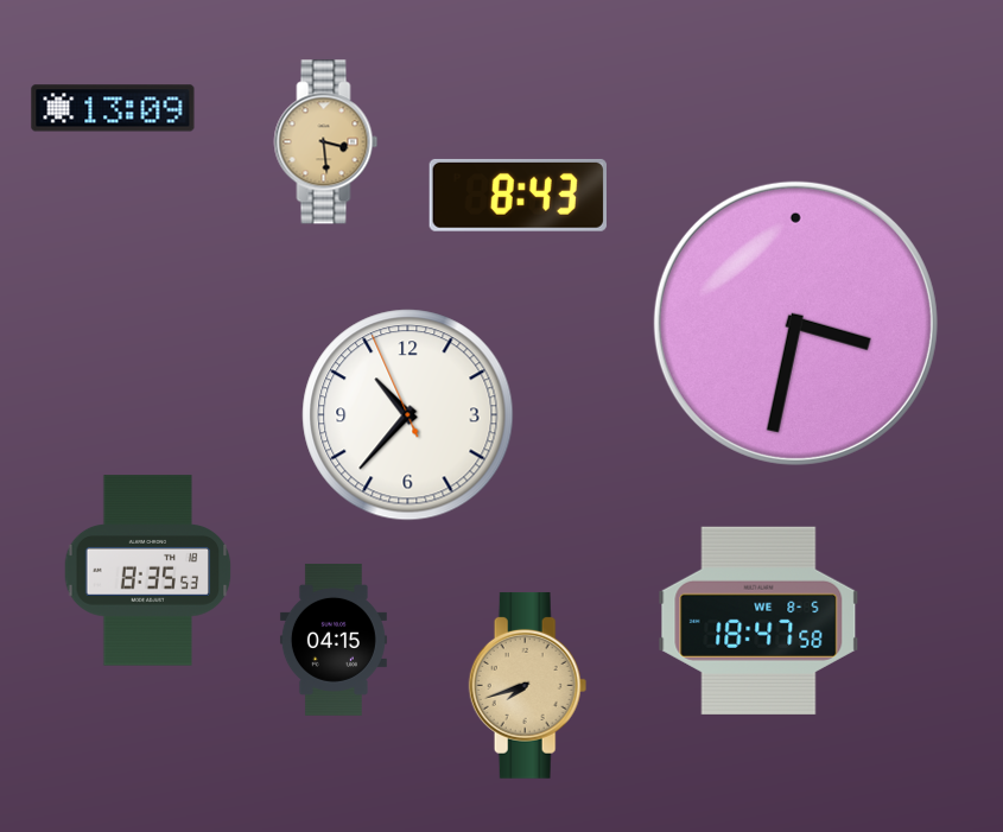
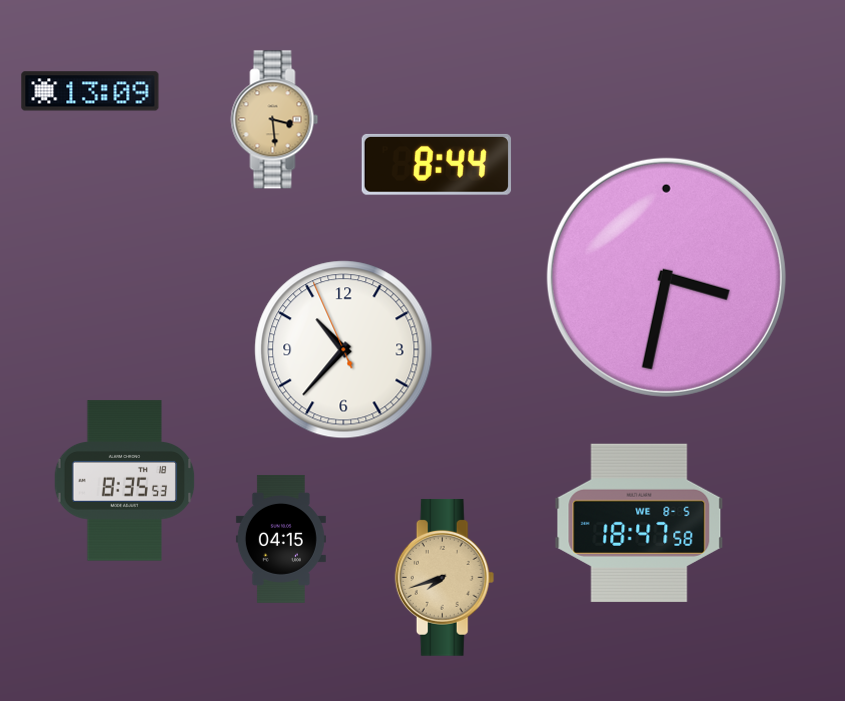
clock at (113, 108) position: (113, 108) -> (90, 91)
clock at (518, 195): 8:43 -> 8:44
clock at (795, 323) position: (795, 323) -> (666, 277)
